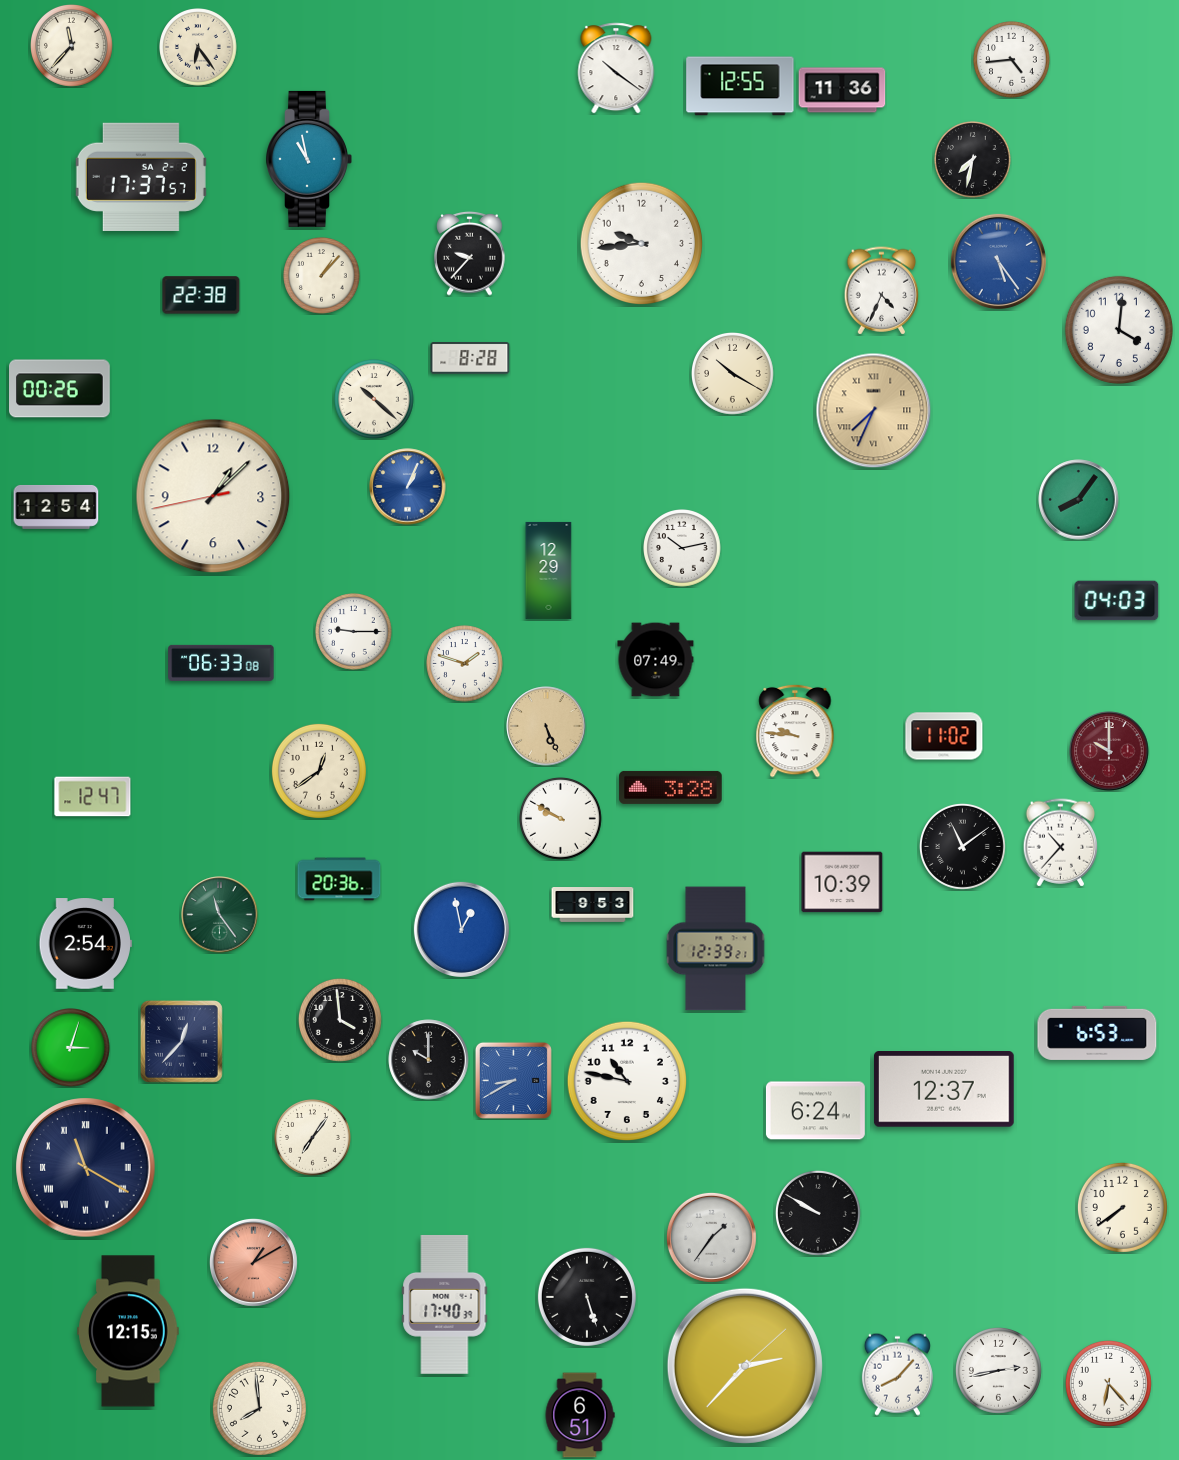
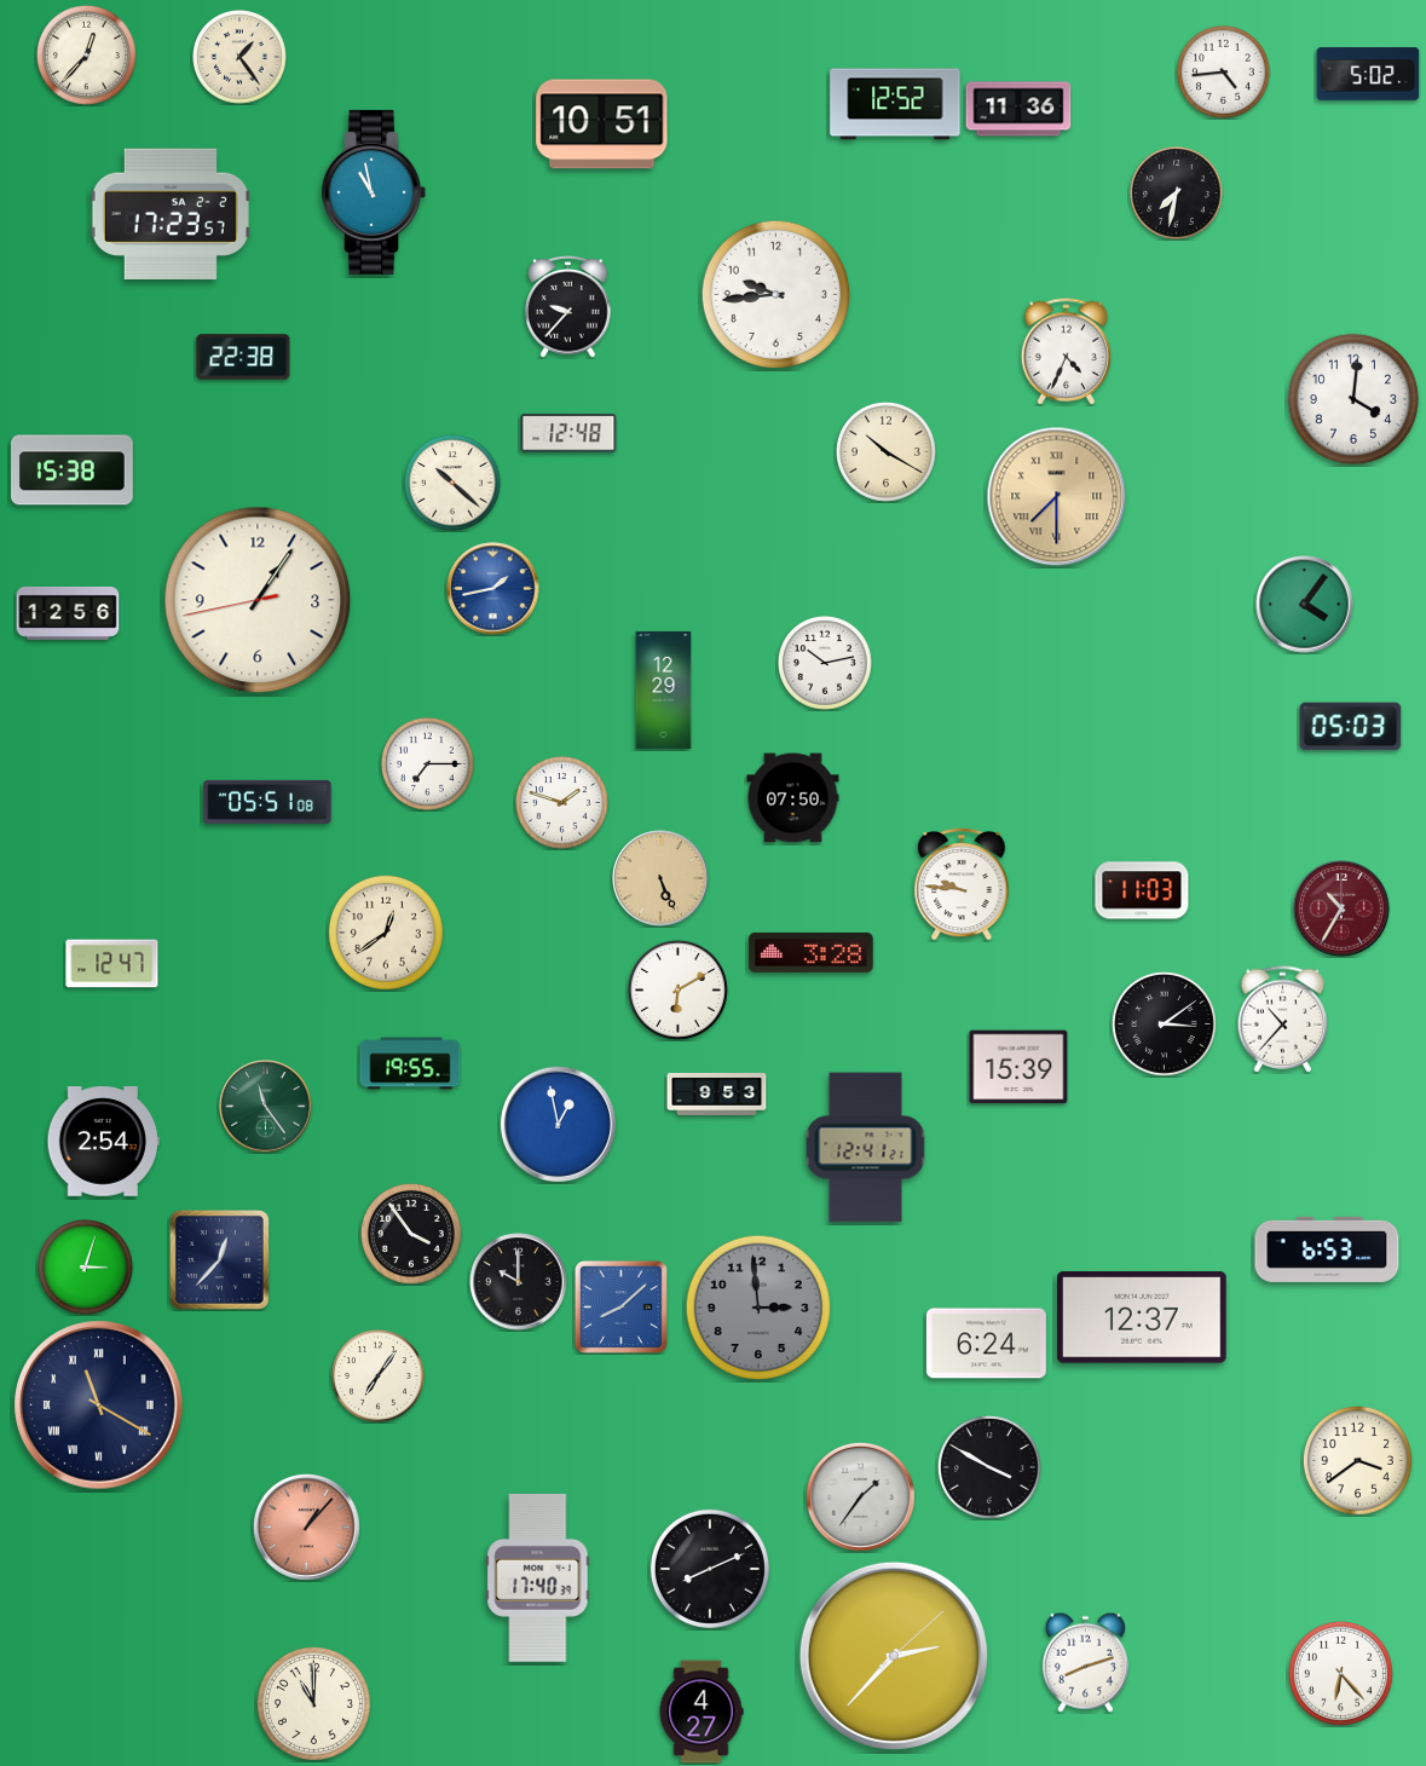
clock at (72, 46): 11:37 -> 12:37
clock at (199, 47): 6:24 -> 1:24
clock at (1368, 74): none -> 5:02
clock at (616, 68): 10:21 -> none
clock at (740, 86): 12:55 -> 12:52
clock at (602, 125): none -> 10:51
clock at (141, 177): 17:37 -> 17:23
clock at (998, 261): 5:24 -> none
clock at (322, 276): 1:07 -> none
clock at (470, 358): 8:28 -> 12:48
clock at (60, 389): 00:26 -> 15:38
clock at (874, 411): 7:34 -> 7:30
clock at (408, 487): 1:04 -> 1:43
clock at (213, 496): 1:07 -> 1:05
clock at (1079, 500): 8:06 -> 4:06
clock at (56, 507): 12:54 -> 12:56
clock at (1117, 601): 04:03 -> 05:03
clock at (354, 632): 9:15 -> 7:15
clock at (656, 660): 07:49 -> 07:50
clock at (221, 663): 06:33 -> 05:51
clock at (944, 736): 11:02 -> 11:03
clock at (1109, 751): 10:00 -> 10:35
clock at (561, 819): 9:50 -> 6:10
clock at (962, 846): 11:09 -> 3:09
clock at (339, 879): 20:36 -> 19:55
clock at (842, 882): 10:39 -> 15:39
clock at (716, 949): 12:39 -> 12:41
clock at (340, 1020): 3:59 -> 3:54
clock at (513, 1080): 8:40 -> 8:08
clock at (626, 1080): 10:47 -> 2:59
clock at (626, 1080) dial: white -> grey
clock at (86, 1168) position: (86, 1168) -> (99, 1406)
clock at (1122, 1207): 7:39 -> 3:39
clock at (818, 1213): 9:50 -> 3:50
clock at (253, 1262): 1:10 -> 1:07
clock at (587, 1297): 5:27 -> 8:11
clock at (128, 1331): 12:15 -> none
clock at (745, 1366) position: (745, 1366) -> (894, 1656)
clock at (998, 1370): 2:43 -> none
clock at (897, 1374): 8:07 -> 8:12
clock at (259, 1408): 7:59 -> 11:00
clock at (580, 1415): 6:51 -> 4:27
